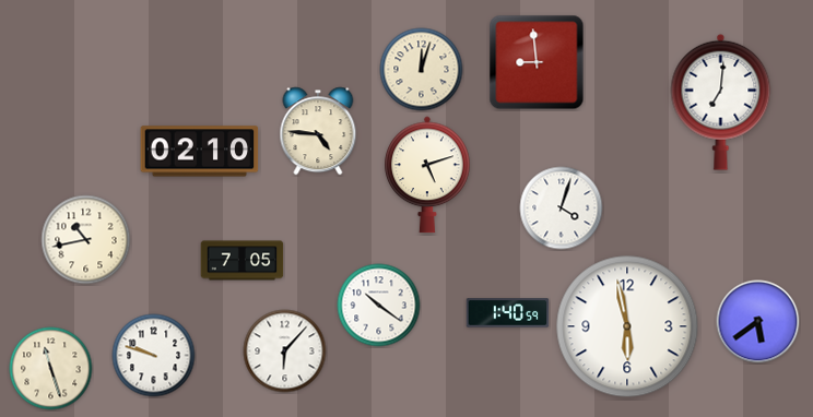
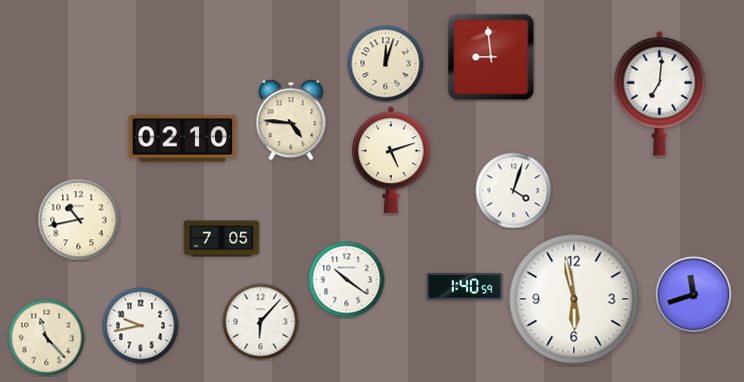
clock at (758, 322): 5:39 -> 11:42
clock at (154, 356): 9:48 -> 9:43
clock at (51, 369): 11:27 -> 11:23
